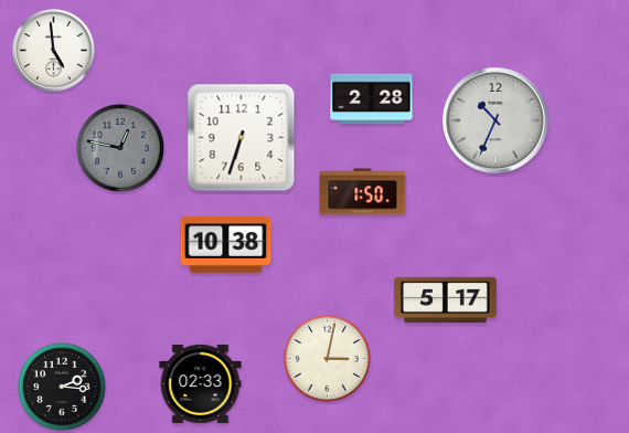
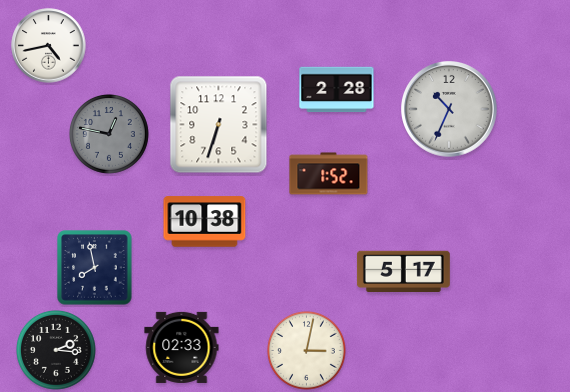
clock at (54, 51): 4:59 -> 4:43
clock at (363, 192): 1:50 -> 1:52
clock at (95, 268): none -> 7:58
clock at (327, 358) position: (327, 358) -> (306, 350)
